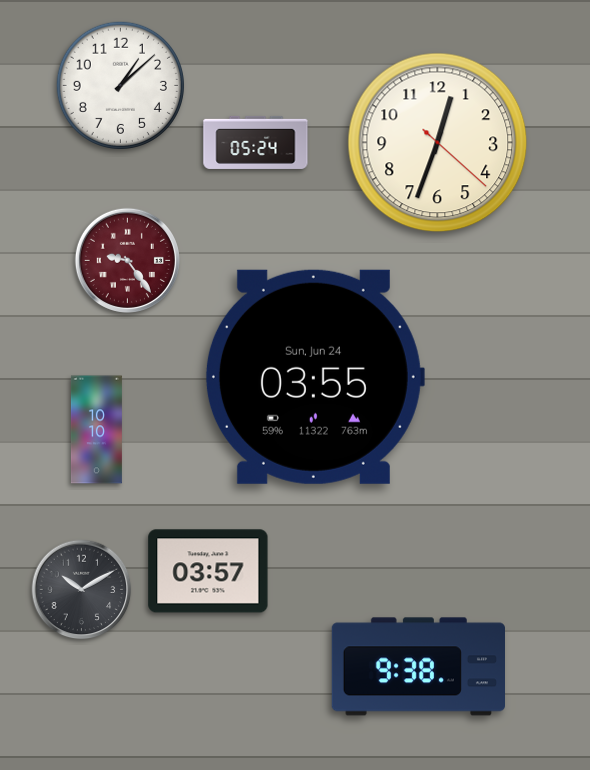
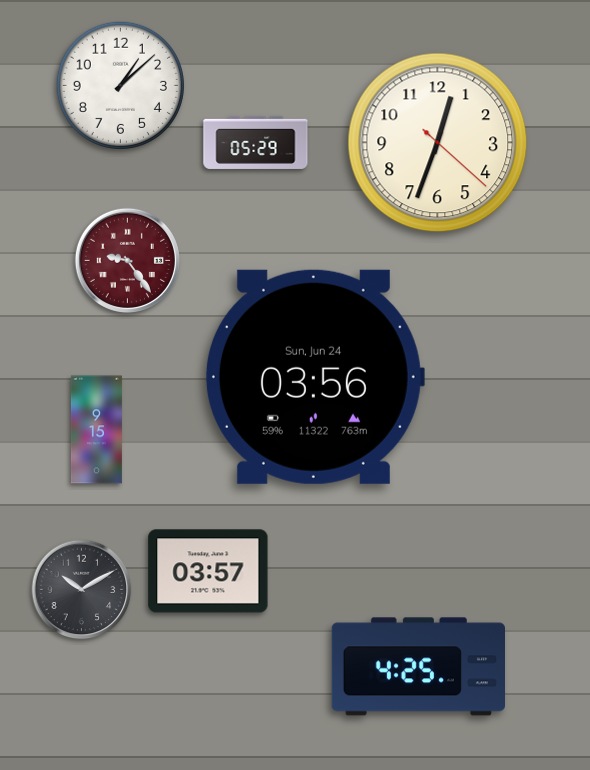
clock at (256, 142): 05:24 -> 05:29
clock at (314, 377): 03:55 -> 03:56
clock at (96, 430): 10:10 -> 9:15
clock at (418, 667): 9:38 -> 4:25
